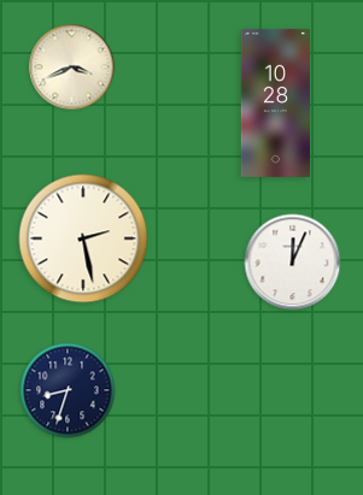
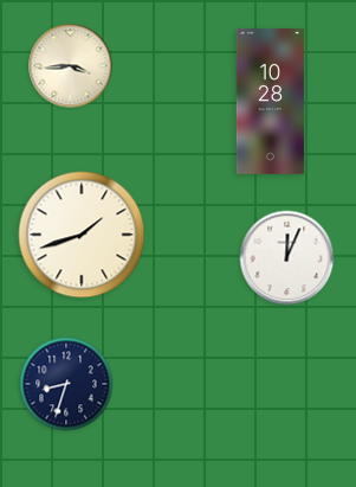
clock at (72, 67): 3:41 -> 3:44
clock at (83, 238): 2:28 -> 1:42
